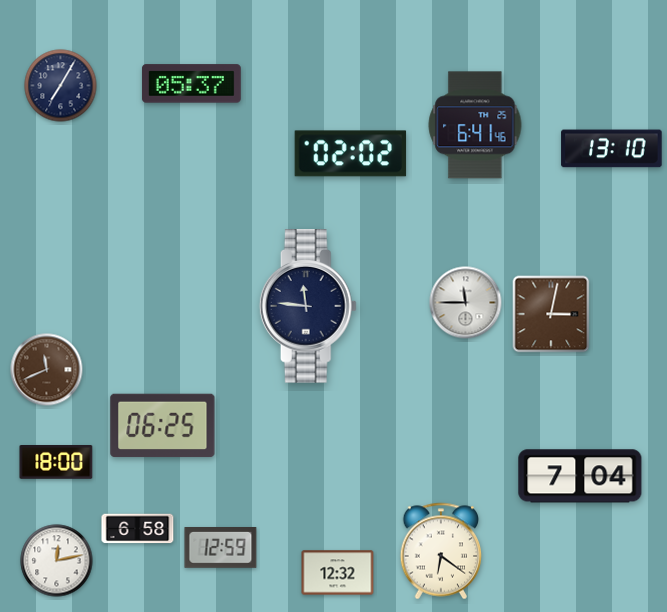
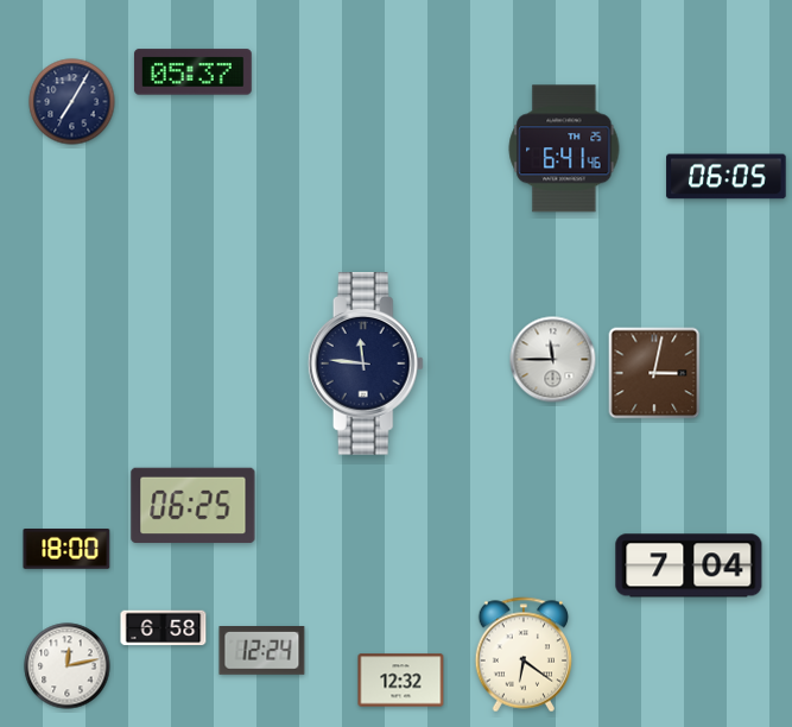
clock at (191, 84) position: (191, 84) -> (192, 72)
clock at (612, 149): 13:10 -> 06:05
clock at (351, 154): 02:02 -> none
clock at (47, 370): 11:41 -> none
clock at (221, 548): 12:59 -> 12:24
